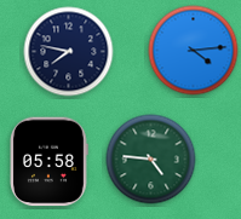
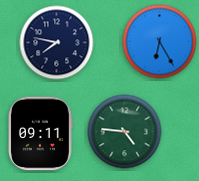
clock at (194, 51): 4:14 -> 6:25
clock at (50, 162): 05:58 -> 09:11
